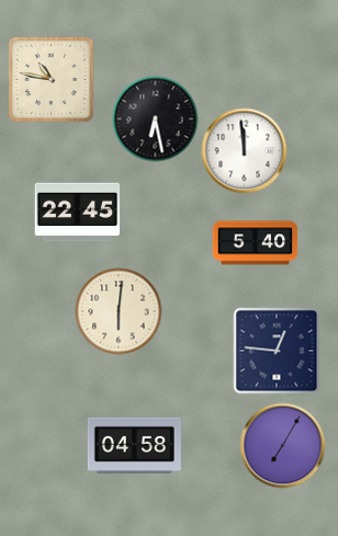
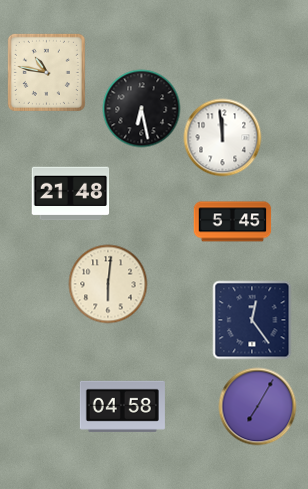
clock at (77, 213): 22:45 -> 21:48
clock at (255, 243): 5:40 -> 5:45
clock at (277, 351): 12:46 -> 12:24
